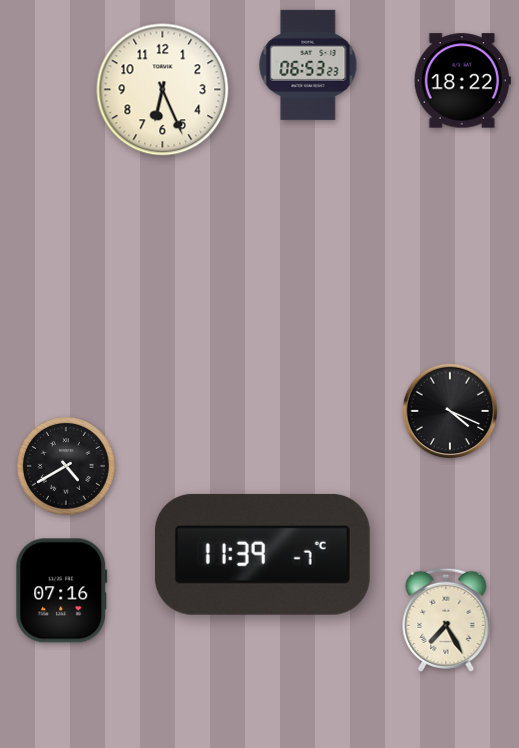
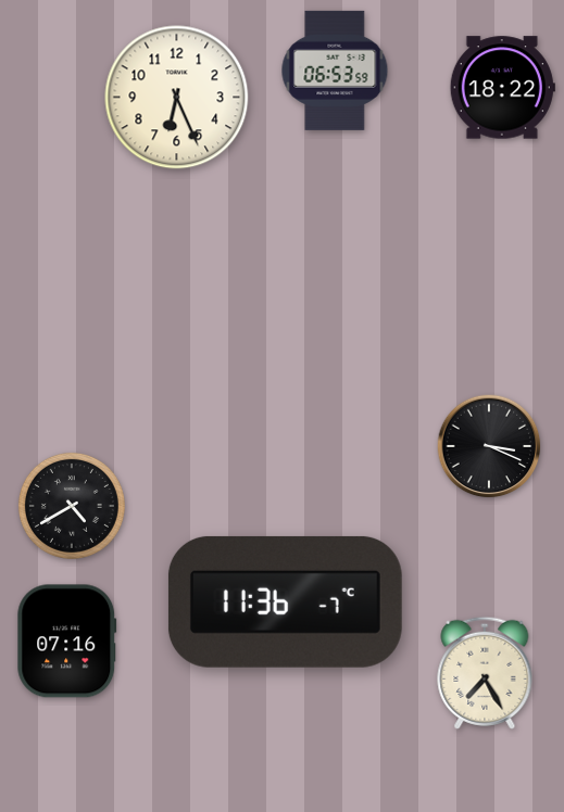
clock at (308, 65): 06:53:23 -> 06:53:59
clock at (450, 411): 4:19 -> 3:19
clock at (262, 554): 11:39 -> 11:36
